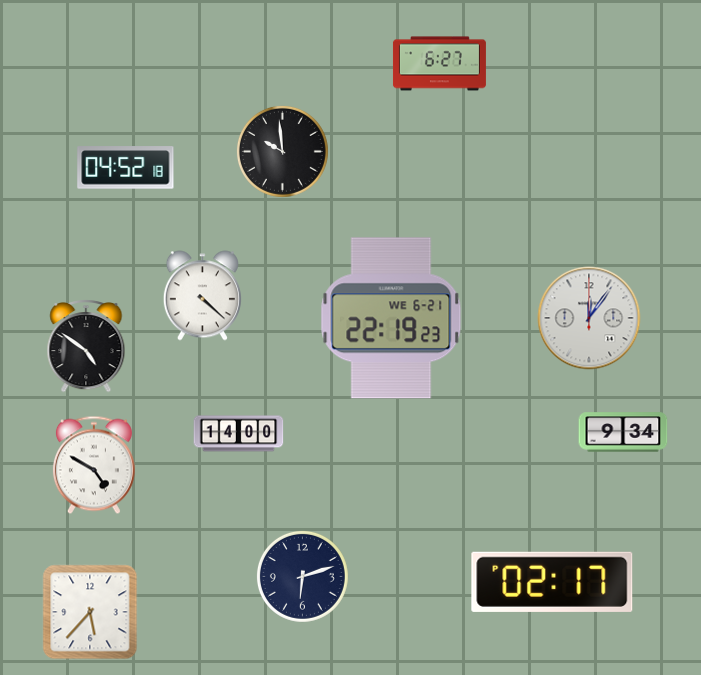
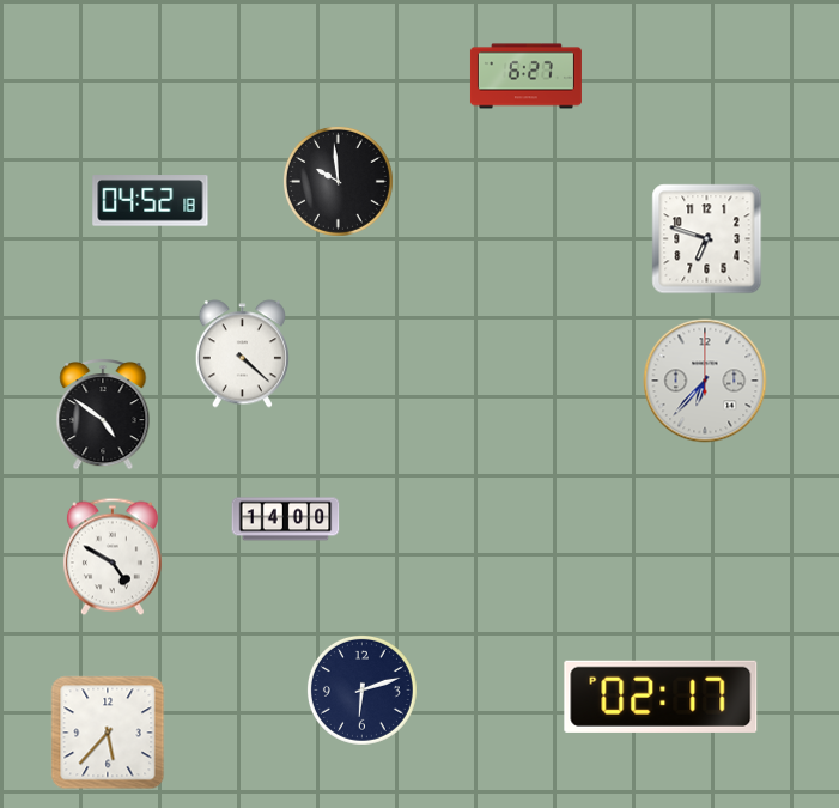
clock at (707, 239): none -> 6:48
clock at (391, 318): 22:19 -> none
clock at (589, 318): 12:06 -> 6:37
clock at (623, 432): 9:34 -> none
